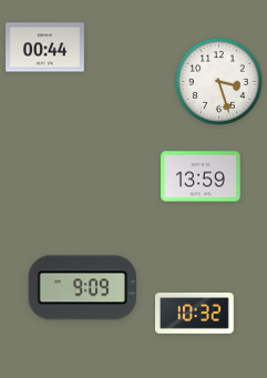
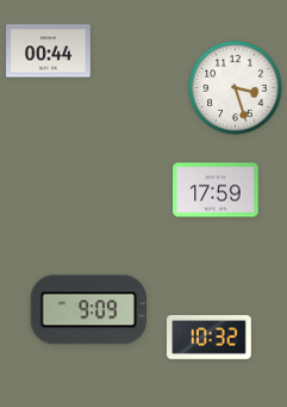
clock at (201, 176): 13:59 -> 17:59
